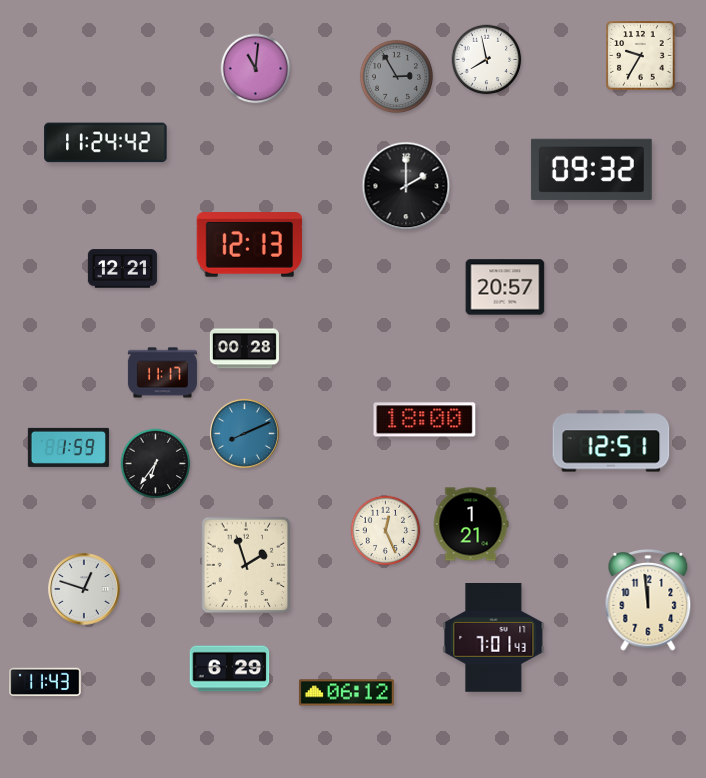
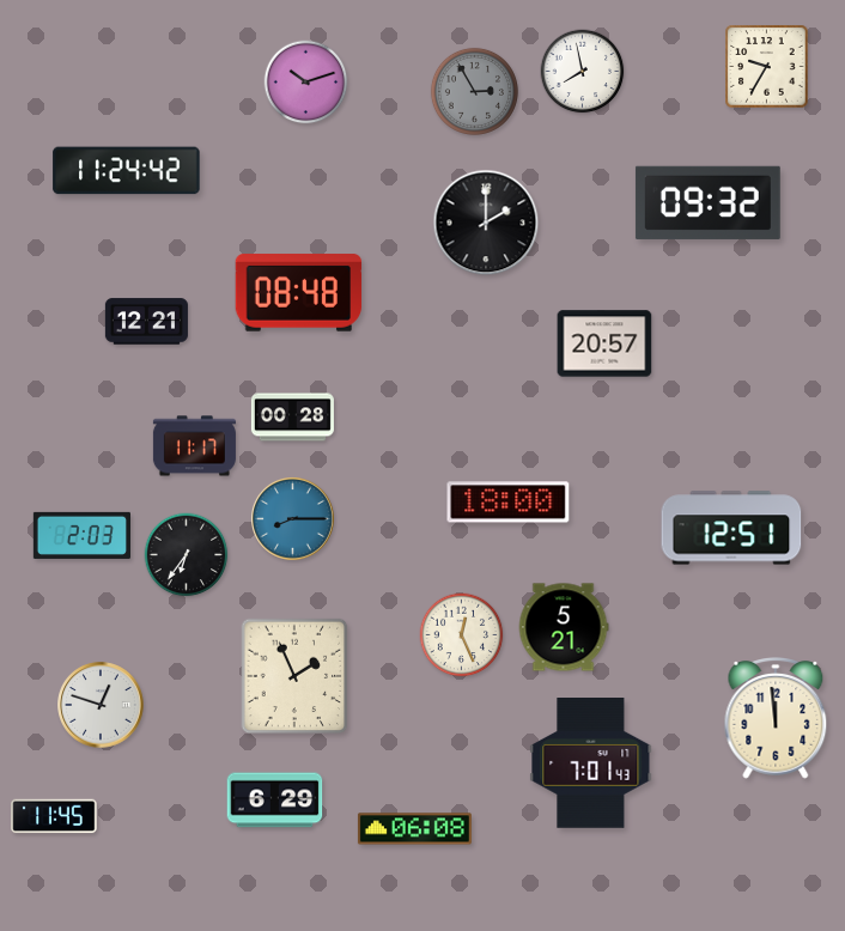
clock at (256, 69): 11:01 -> 10:12
clock at (250, 245): 12:13 -> 08:48
clock at (244, 433): 8:11 -> 8:15
clock at (68, 447): 1:59 -> 2:03
clock at (471, 524): 1:21 -> 5:21
clock at (246, 565): 1:57 -> 1:56
clock at (45, 682): 11:43 -> 11:45
clock at (346, 693): 06:12 -> 06:08
